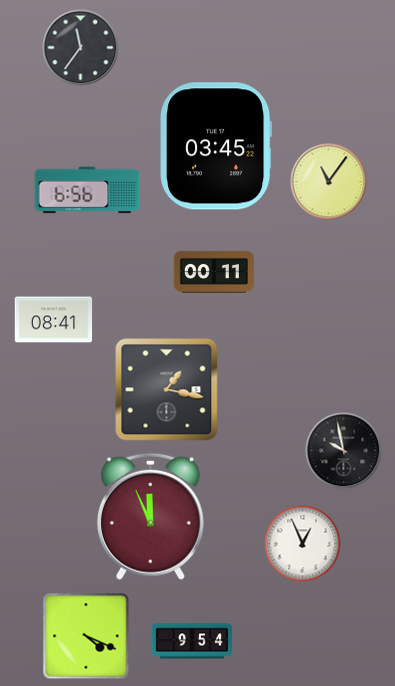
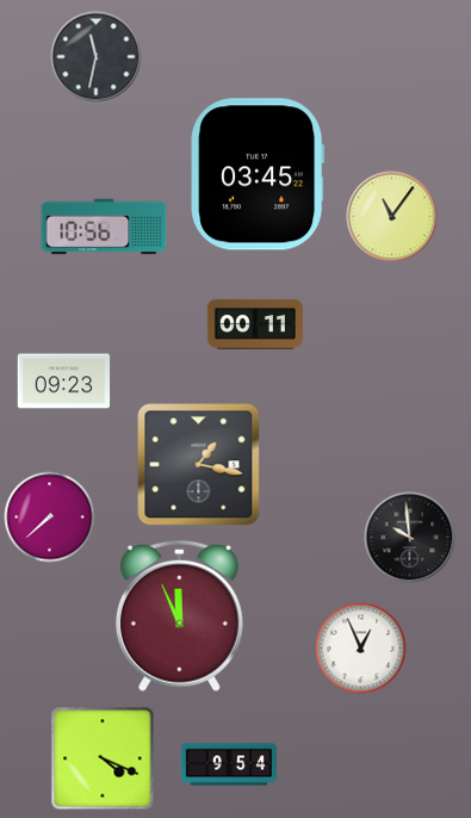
clock at (81, 48): 11:36 -> 11:32
clock at (87, 190): 6:56 -> 10:56
clock at (54, 320): 08:41 -> 09:23
clock at (50, 518): none -> 7:38
clock at (344, 451): 9:58 -> 9:59
